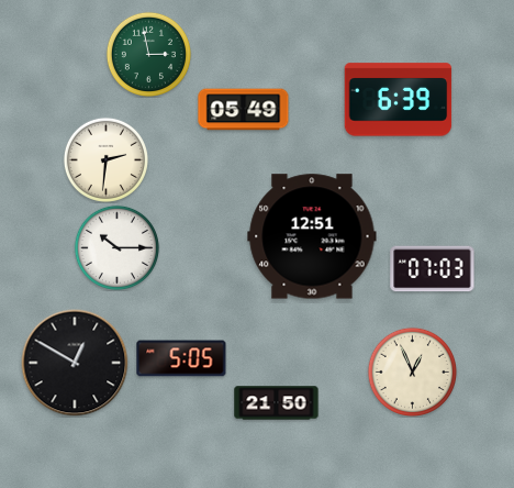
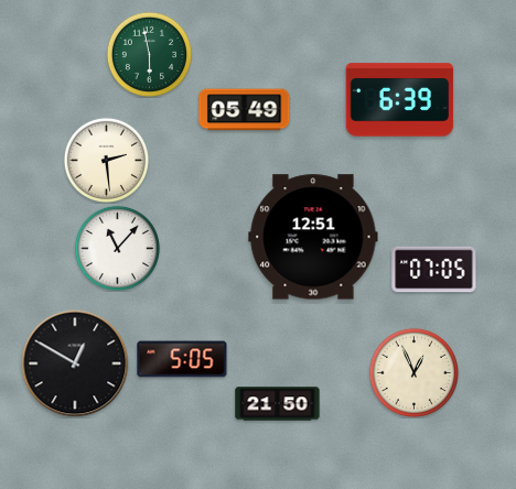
clock at (148, 54): 2:58 -> 5:58
clock at (105, 159): 2:31 -> 2:29
clock at (116, 247): 10:15 -> 11:07
clock at (433, 269): 07:03 -> 07:05
